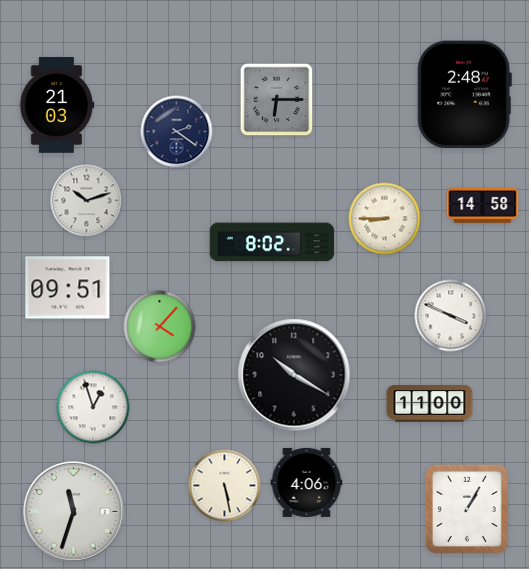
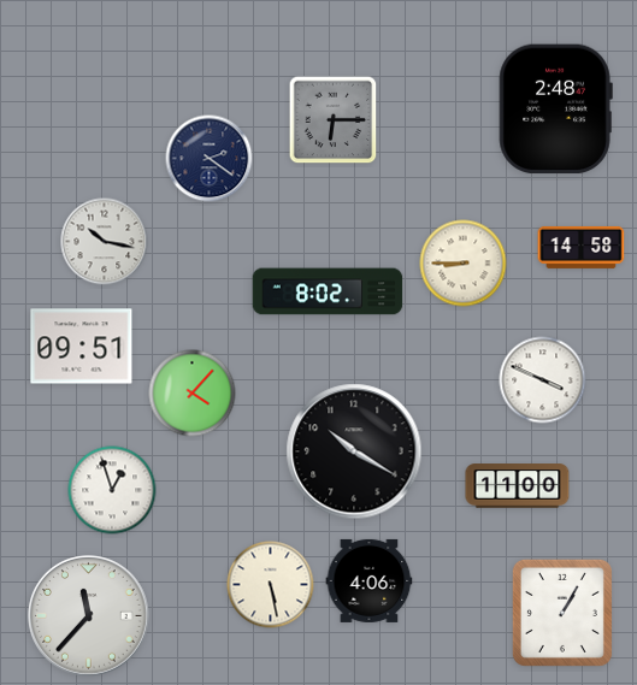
clock at (464, 95) position: (464, 95) -> (555, 110)
clock at (57, 105): 21:03 -> none
clock at (177, 132) position: (177, 132) -> (210, 159)
clock at (87, 201): 10:12 -> 10:17
clock at (74, 512): 11:33 -> 11:37
